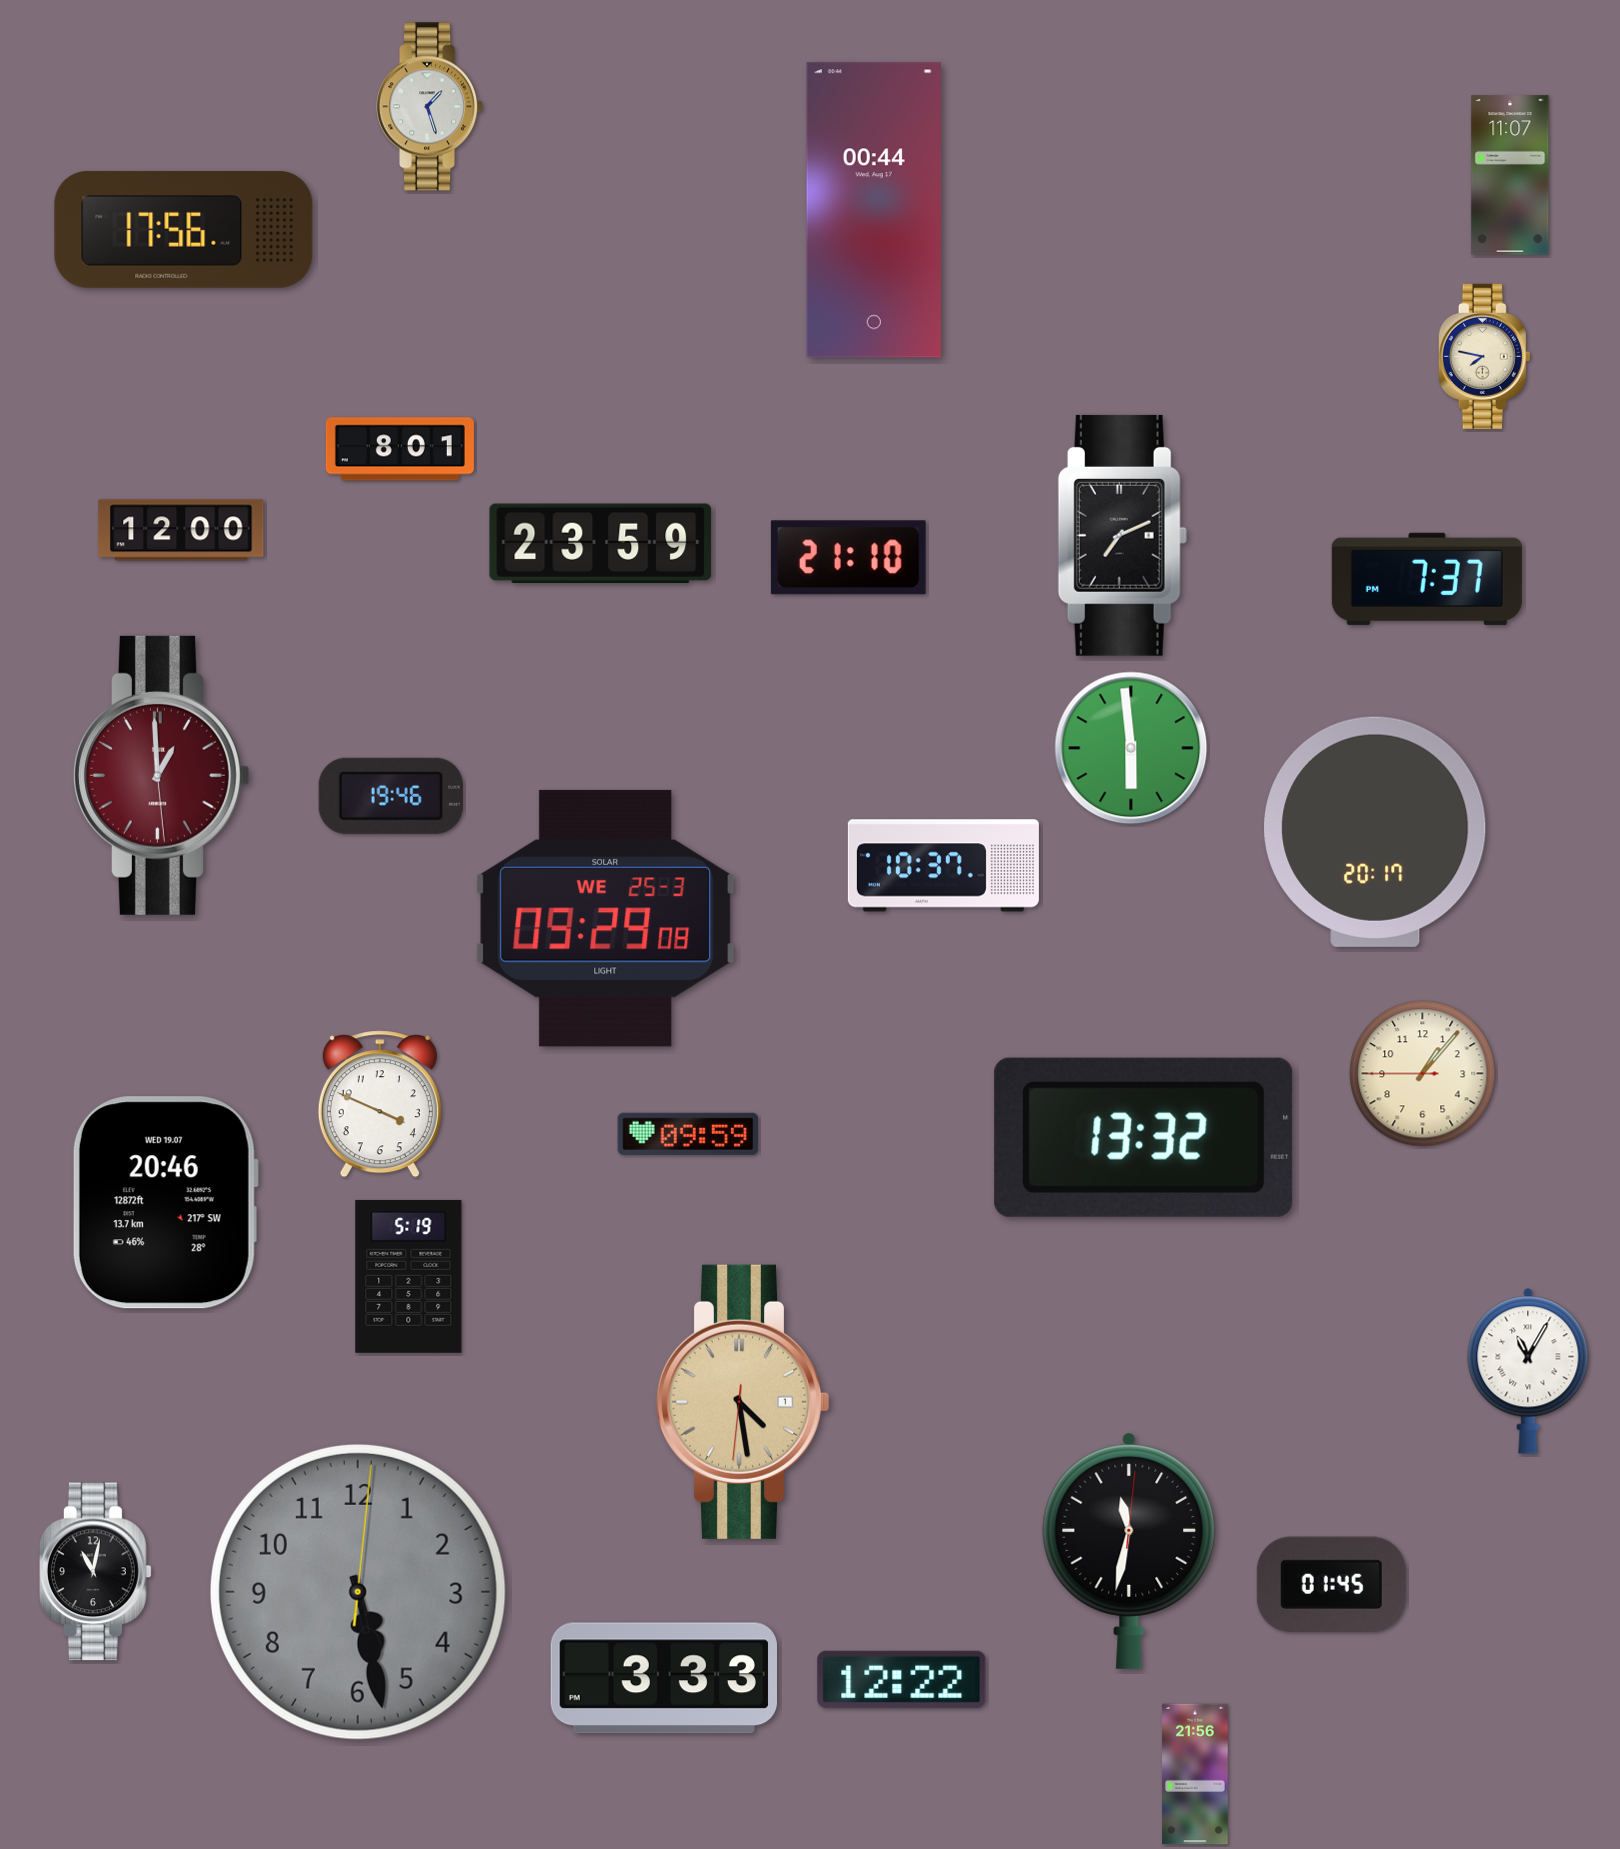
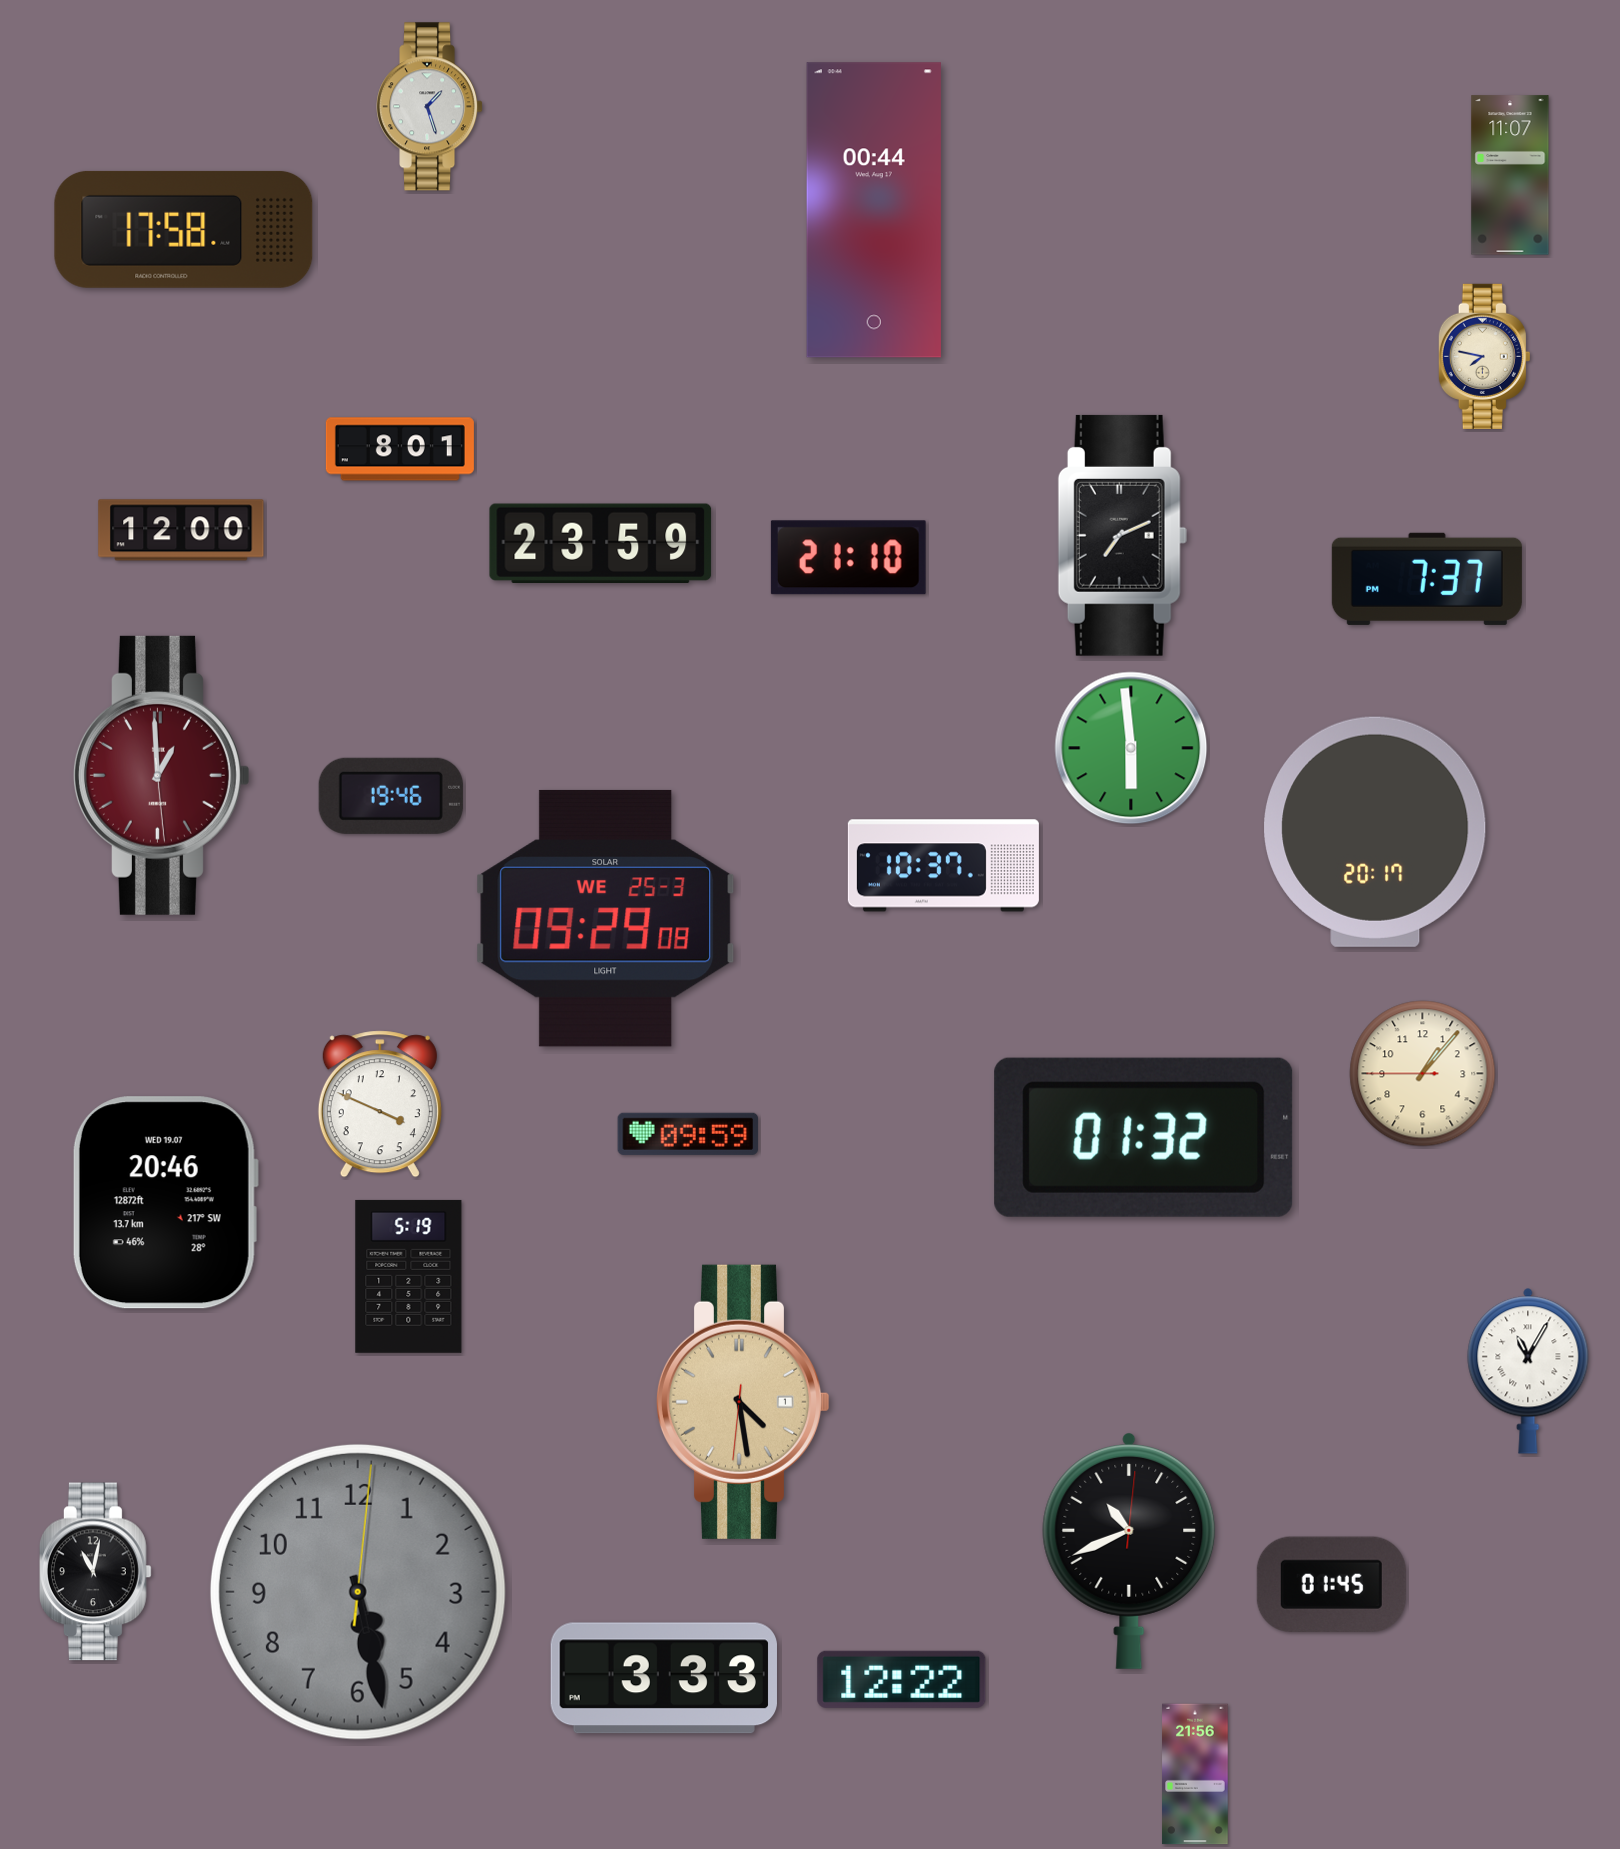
clock at (184, 229): 17:56 -> 17:58
clock at (1144, 1137): 13:32 -> 01:32
clock at (1129, 1551): 11:32 -> 10:41
